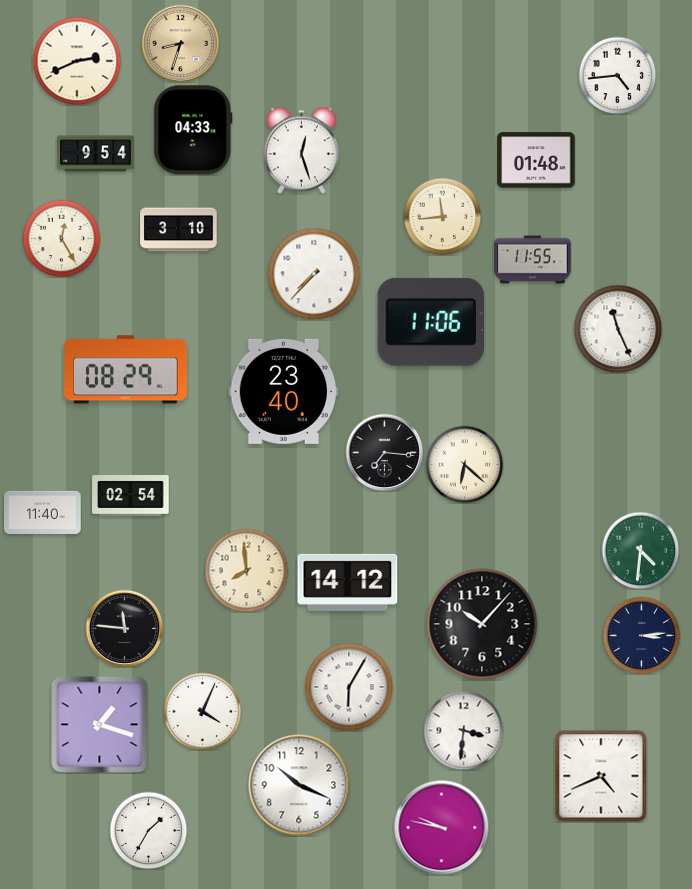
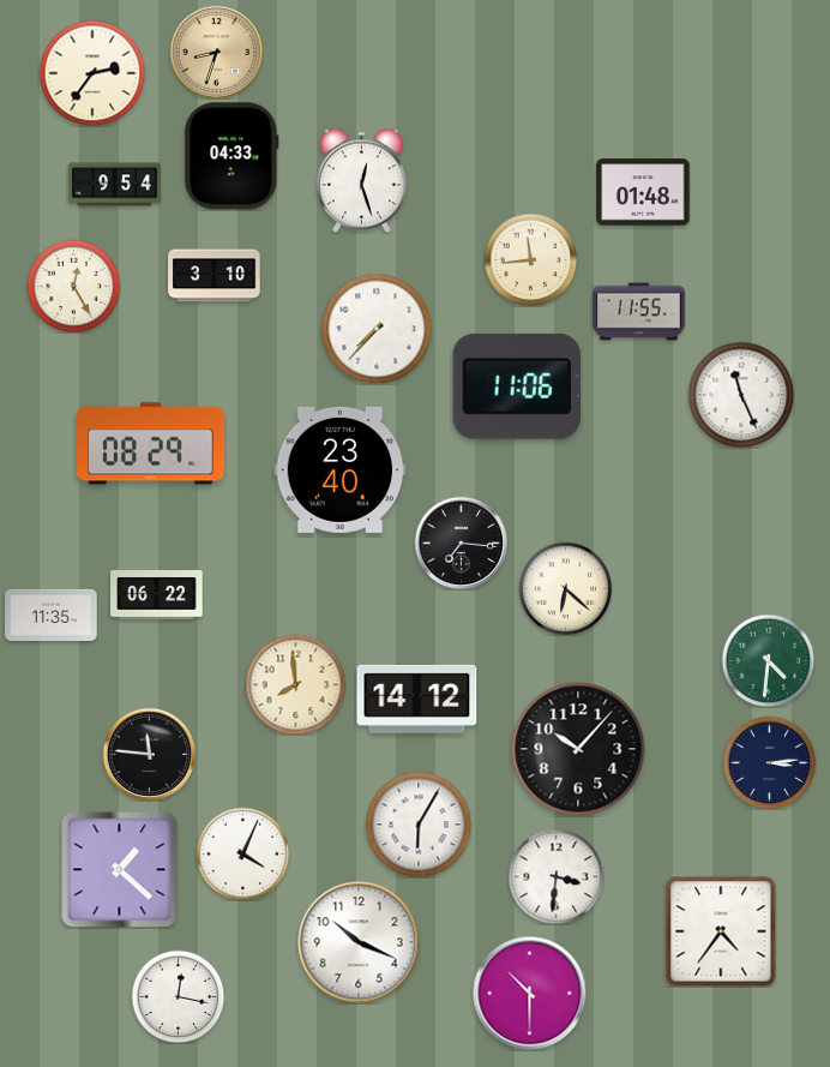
clock at (77, 61): 2:41 -> 2:36
clock at (617, 75): 4:44 -> none
clock at (464, 464) position: (464, 464) -> (565, 588)
clock at (131, 496): 02:54 -> 06:22
clock at (43, 512): 11:40 -> 11:35
clock at (100, 725): 1:18 -> 1:22
clock at (601, 776): 4:41 -> 4:36
clock at (441, 827): 9:47 -> 10:30
clock at (148, 830): 1:35 -> 12:17
